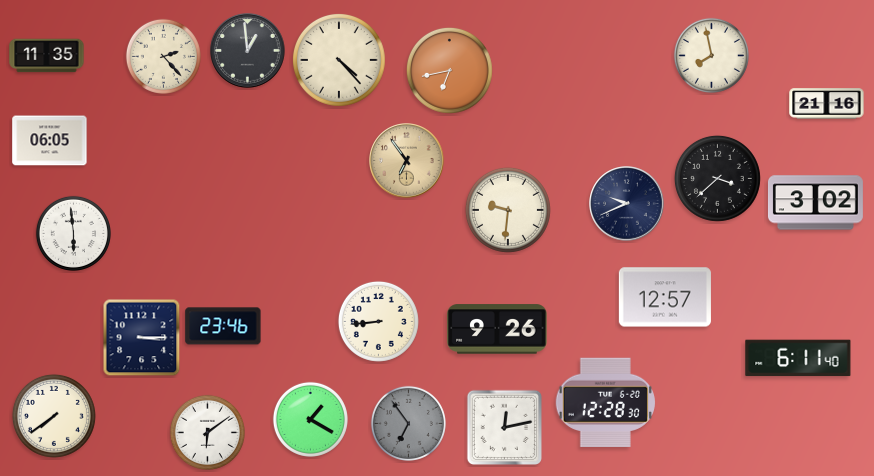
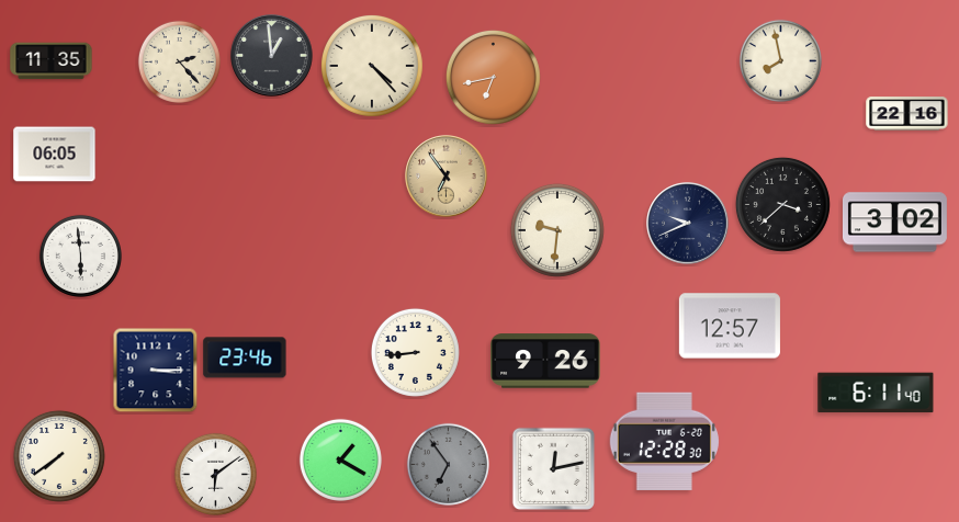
clock at (827, 104): 21:16 -> 22:16
clock at (717, 178) position: (717, 178) -> (782, 204)
clock at (207, 432) position: (207, 432) -> (215, 474)
